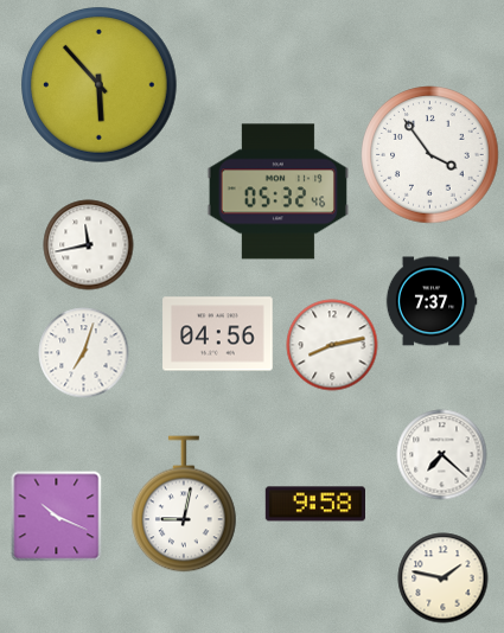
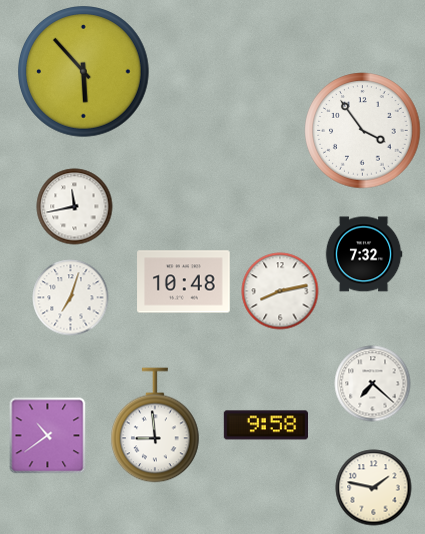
clock at (277, 192): 05:32 -> none
clock at (432, 301): 7:37 -> 7:32
clock at (218, 334): 04:56 -> 10:48
clock at (184, 504): 9:02 -> 8:59
clock at (57, 517): 10:19 -> 10:39
